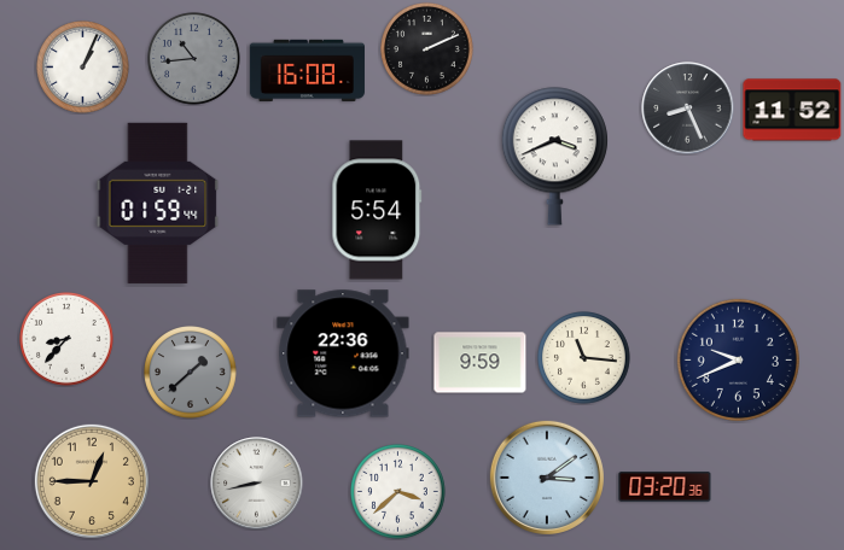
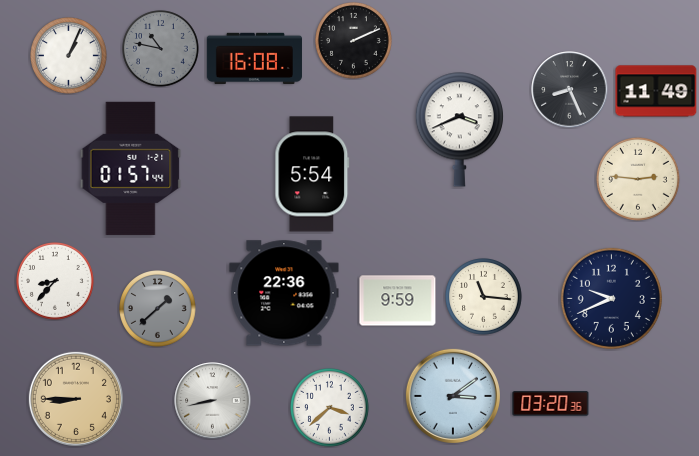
clock at (194, 59): 10:44 -> 10:47
clock at (792, 110): 11:52 -> 11:49
clock at (158, 203): 01:59 -> 01:57
clock at (638, 179): none -> 2:46
clock at (92, 481): 12:45 -> 8:45
